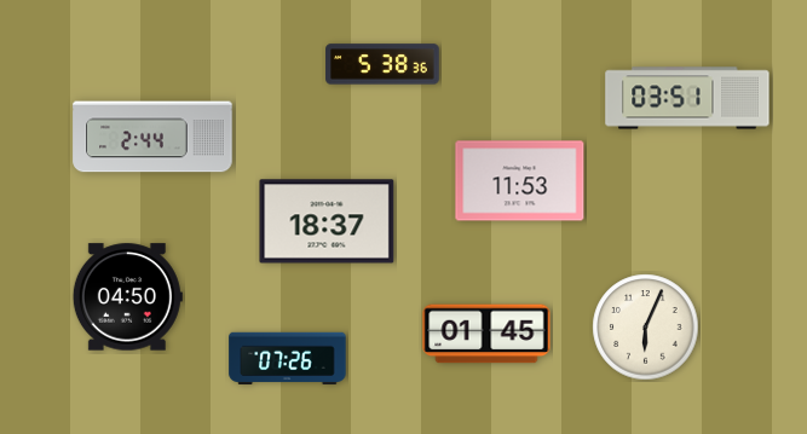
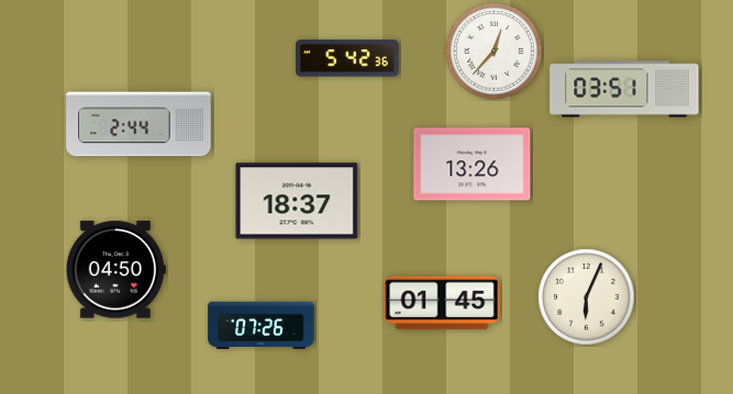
clock at (495, 52): none -> 12:37
clock at (382, 64): 5:38 -> 5:42
clock at (520, 181): 11:53 -> 13:26
